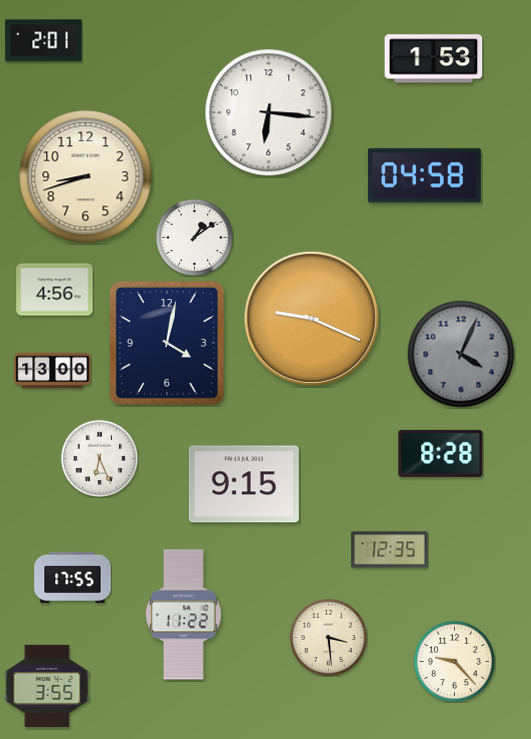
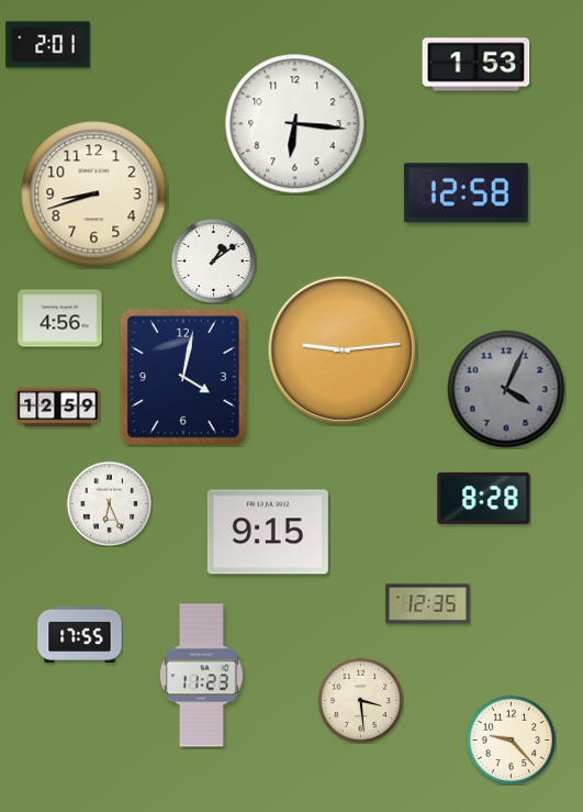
clock at (424, 176): 04:58 -> 12:58
clock at (311, 318): 9:19 -> 9:14
clock at (53, 371): 13:00 -> 12:59
clock at (183, 615): 11:22 -> 11:23
clock at (454, 661) position: (454, 661) -> (511, 739)
clock at (47, 686): 3:55 -> none
